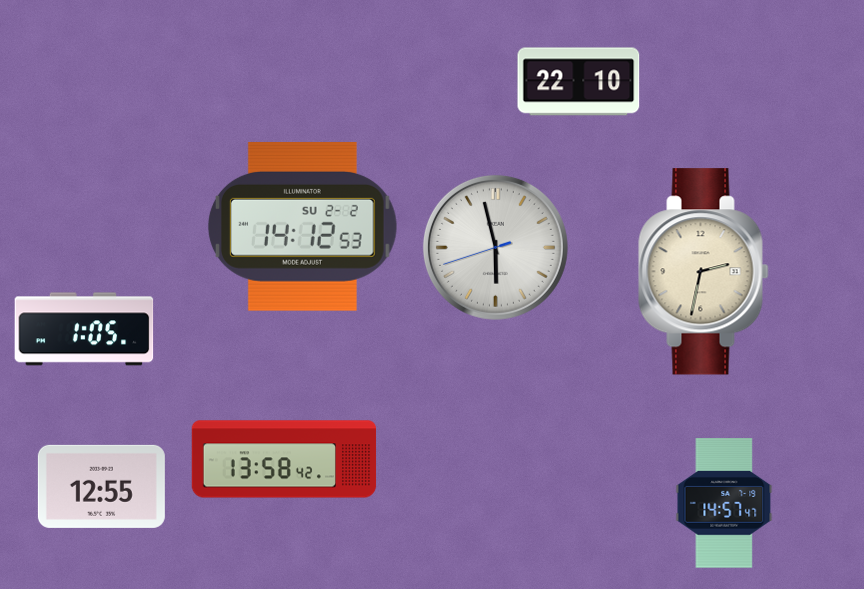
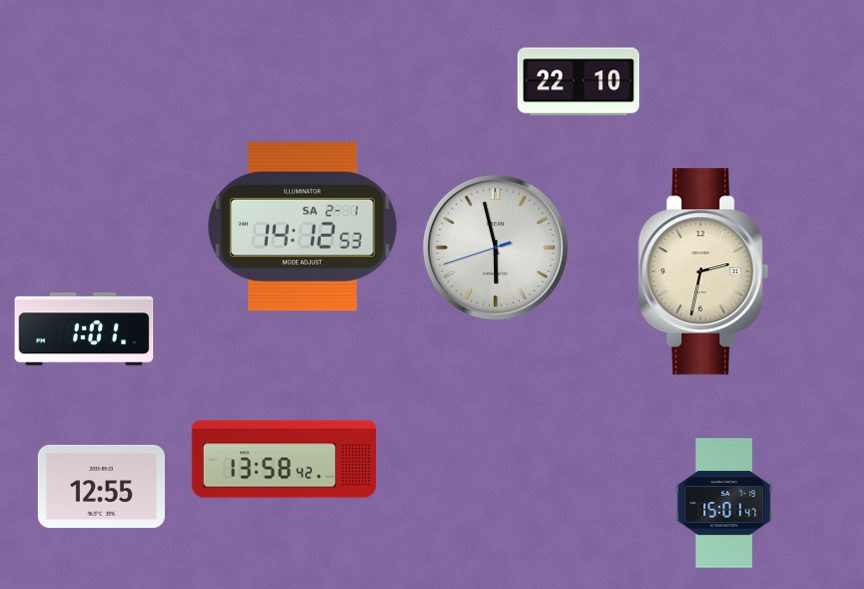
clock at (302, 226) date: SU 2-2 -> SA 2-1
clock at (84, 329): 1:05 -> 1:01
clock at (724, 503): 14:57 -> 15:01
